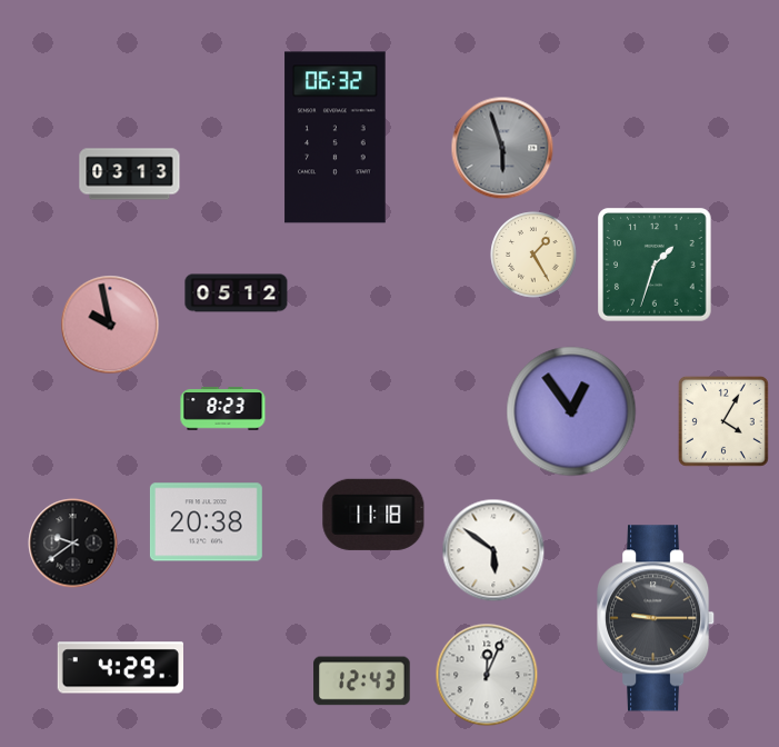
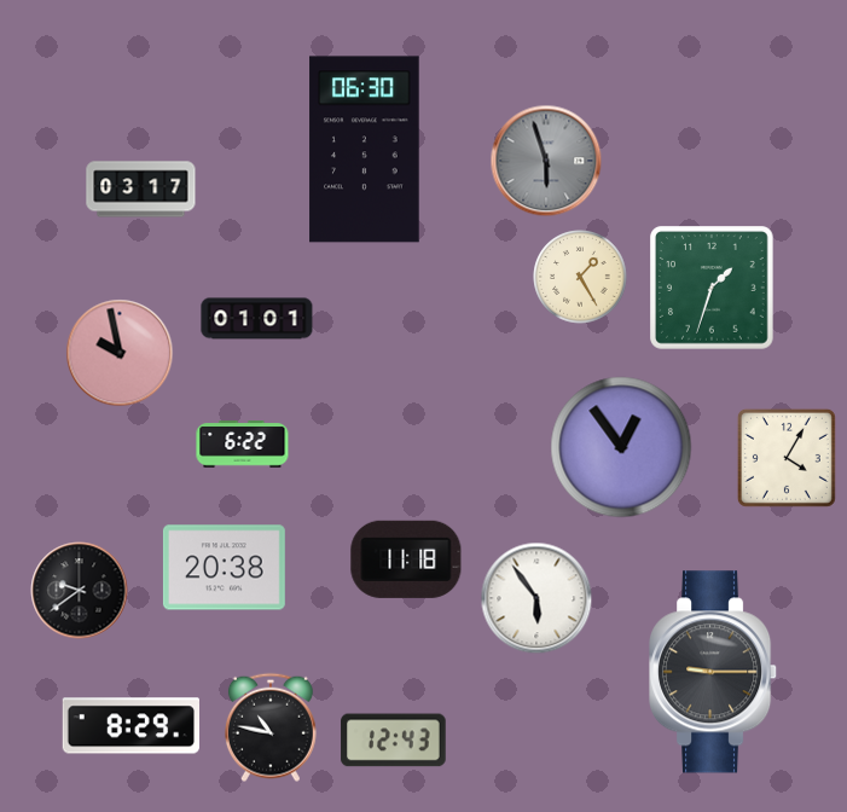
clock at (336, 138): 06:32 -> 06:30
clock at (130, 175): 03:13 -> 03:17
clock at (237, 293): 05:12 -> 01:01
clock at (223, 409): 8:23 -> 6:22
clock at (493, 550): 5:51 -> 5:54
clock at (120, 668): 4:29 -> 8:29
clock at (271, 727): none -> 10:47
clock at (487, 675): 12:04 -> none
